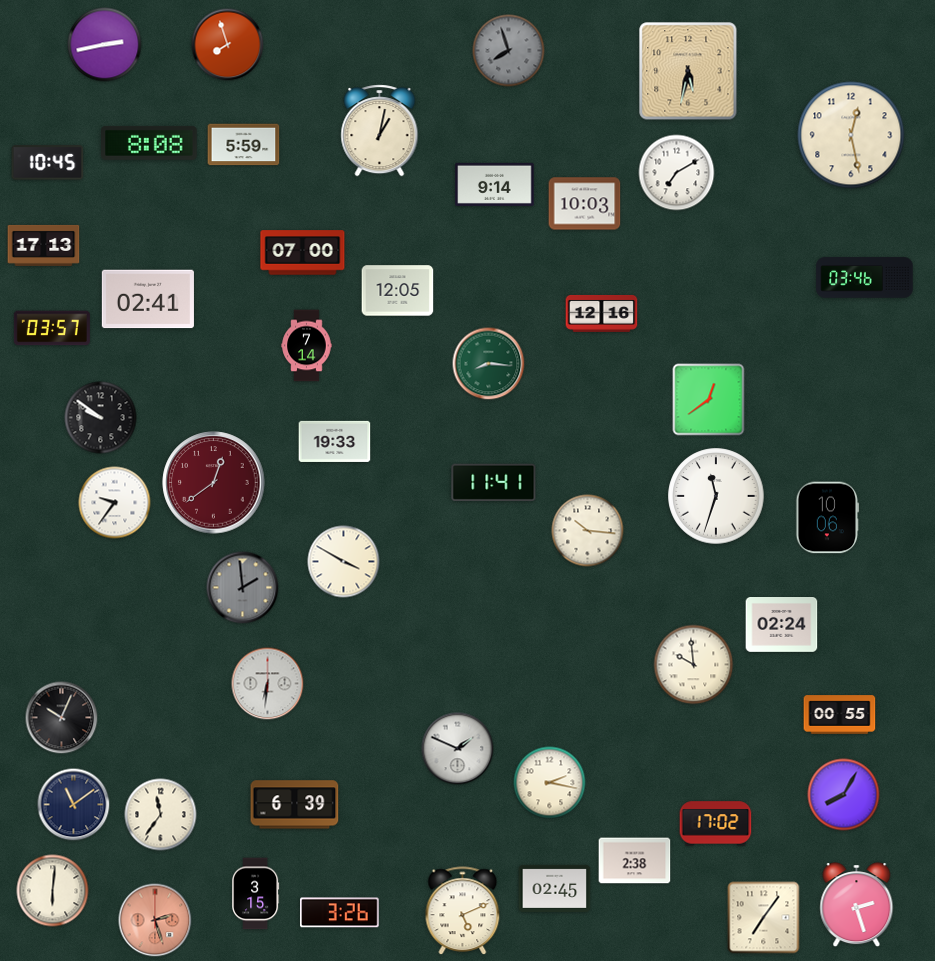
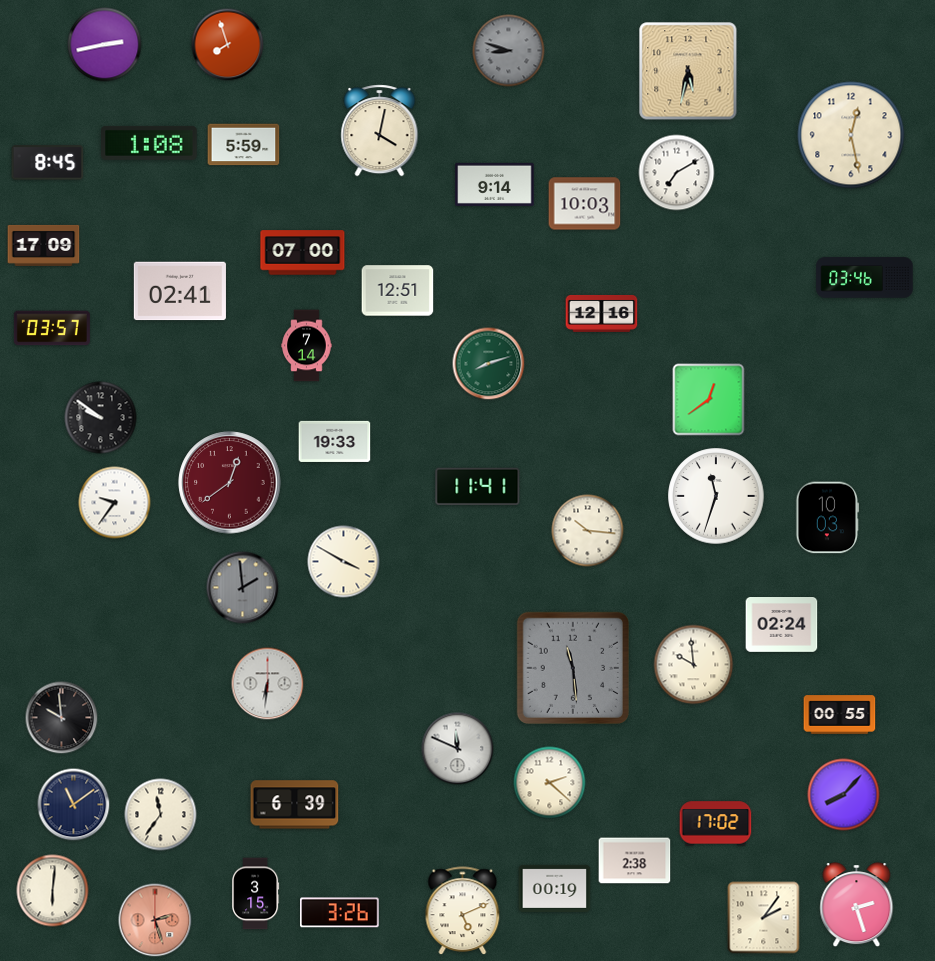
clock at (509, 51): 7:57 -> 8:48
clock at (380, 131): 1:02 -> 4:02
clock at (149, 143): 8:08 -> 1:08
clock at (48, 163): 10:45 -> 8:45
clock at (44, 245): 17:13 -> 17:09
clock at (398, 291): 12:05 -> 12:51
clock at (148, 299) position: (148, 299) -> (180, 291)
clock at (489, 364): 8:16 -> 8:12
clock at (494, 482) position: (494, 482) -> (478, 486)
clock at (214, 483) position: (214, 483) -> (230, 483)
clock at (828, 518): 10:06 -> 10:03
clock at (573, 668): none -> 11:29
clock at (62, 718): 10:04 -> 9:59
clock at (458, 749): 1:49 -> 11:49
clock at (550, 783): 2:17 -> 2:22
clock at (844, 795): 8:05 -> 8:07
clock at (555, 888): 02:45 -> 00:19
clock at (764, 918): 7:06 -> 2:06
